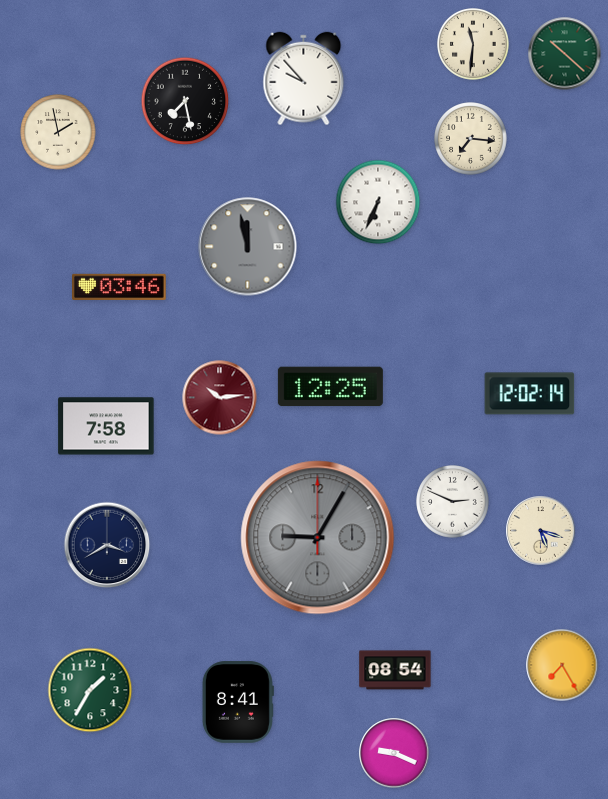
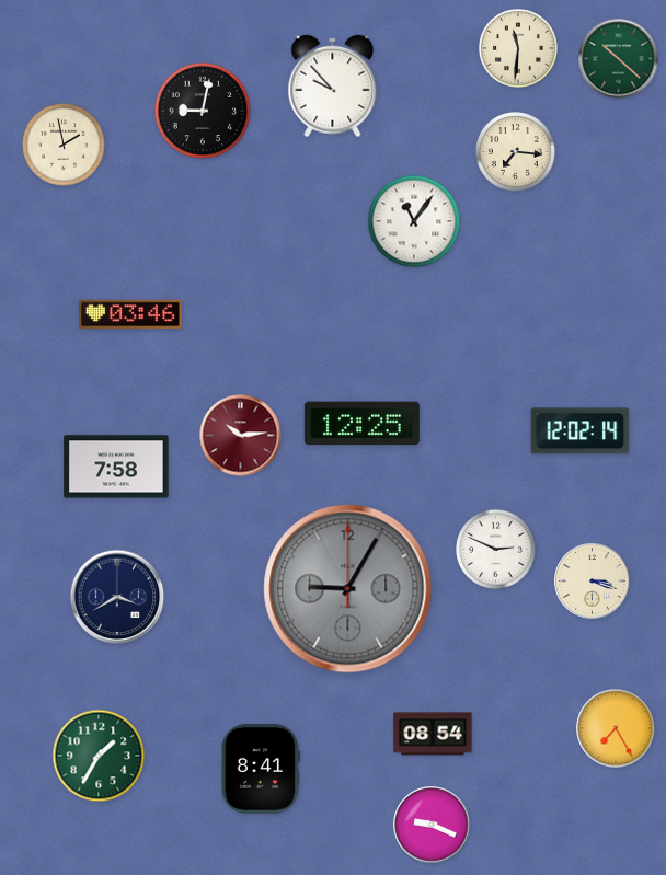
clock at (185, 101): 7:28 -> 9:02
clock at (378, 202): 6:34 -> 11:06
clock at (248, 247): 11:58 -> none
clock at (541, 531): 5:18 -> 3:18
